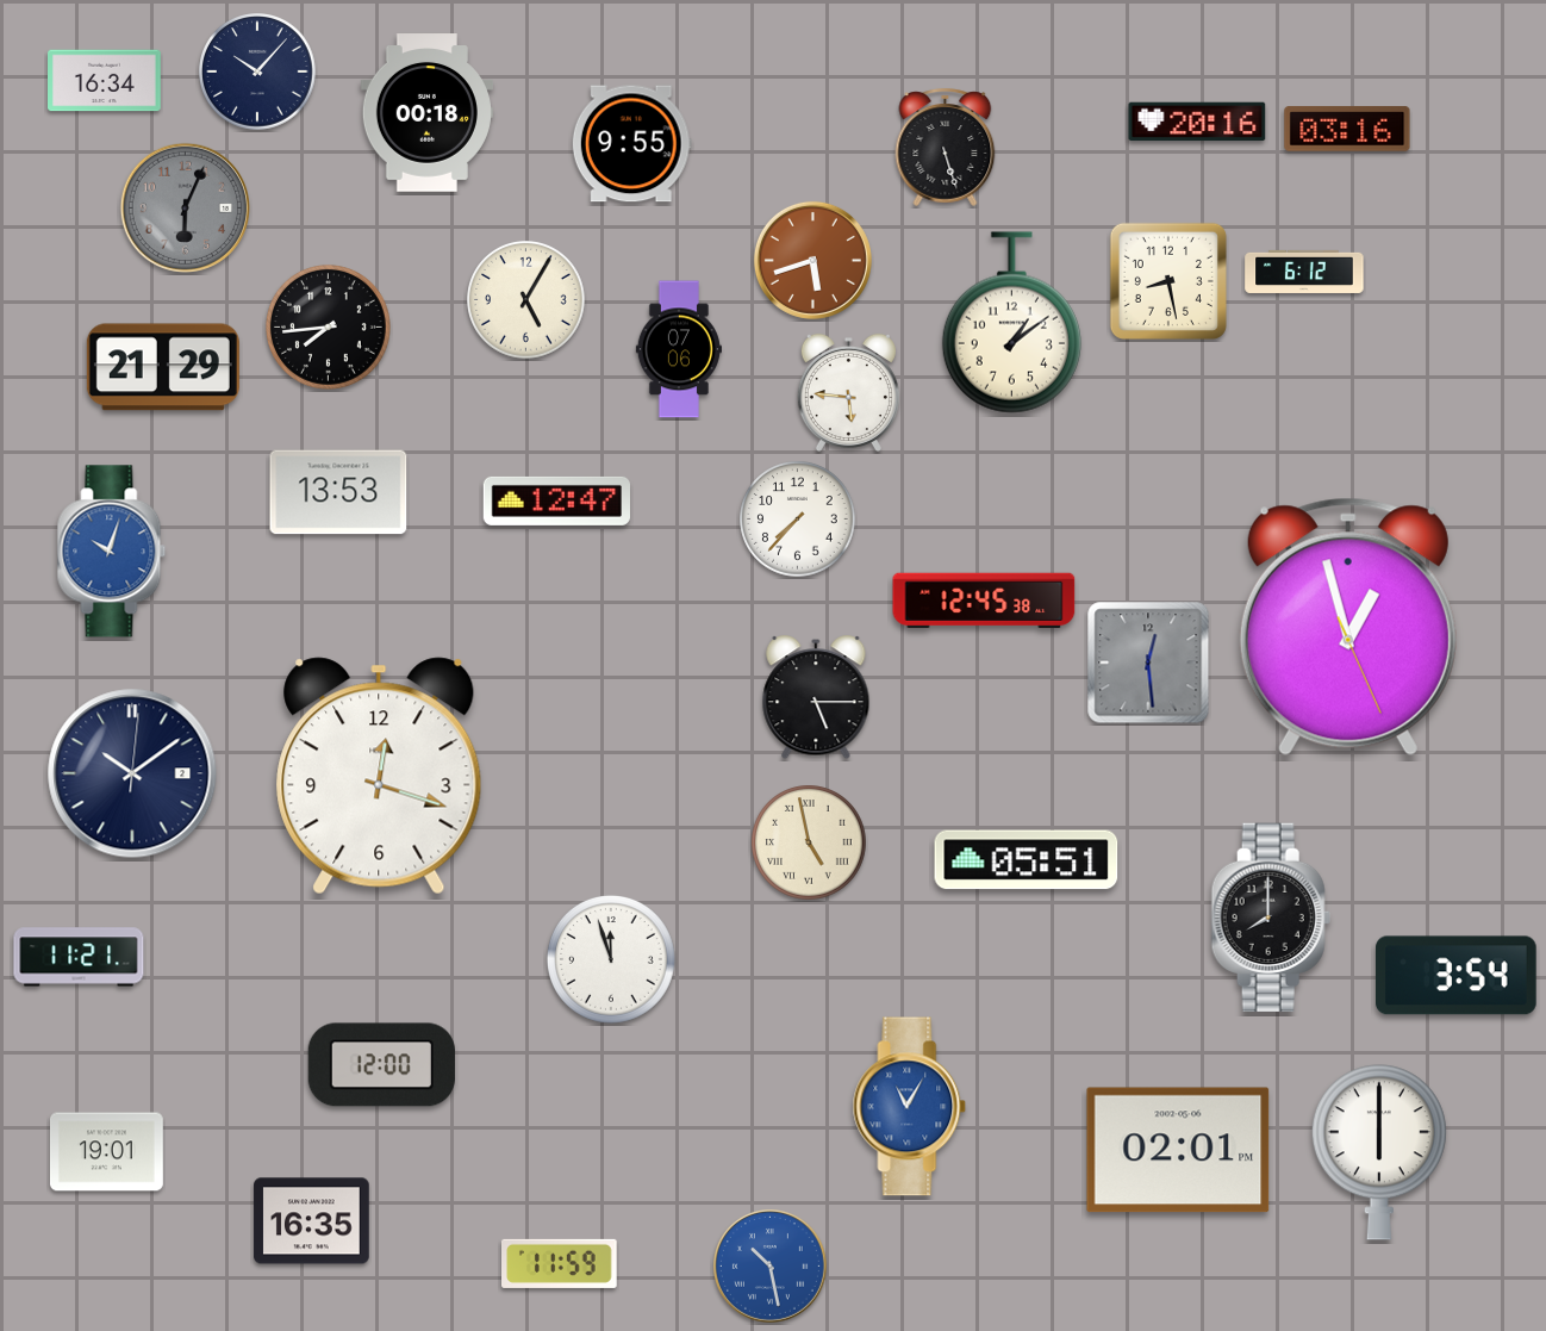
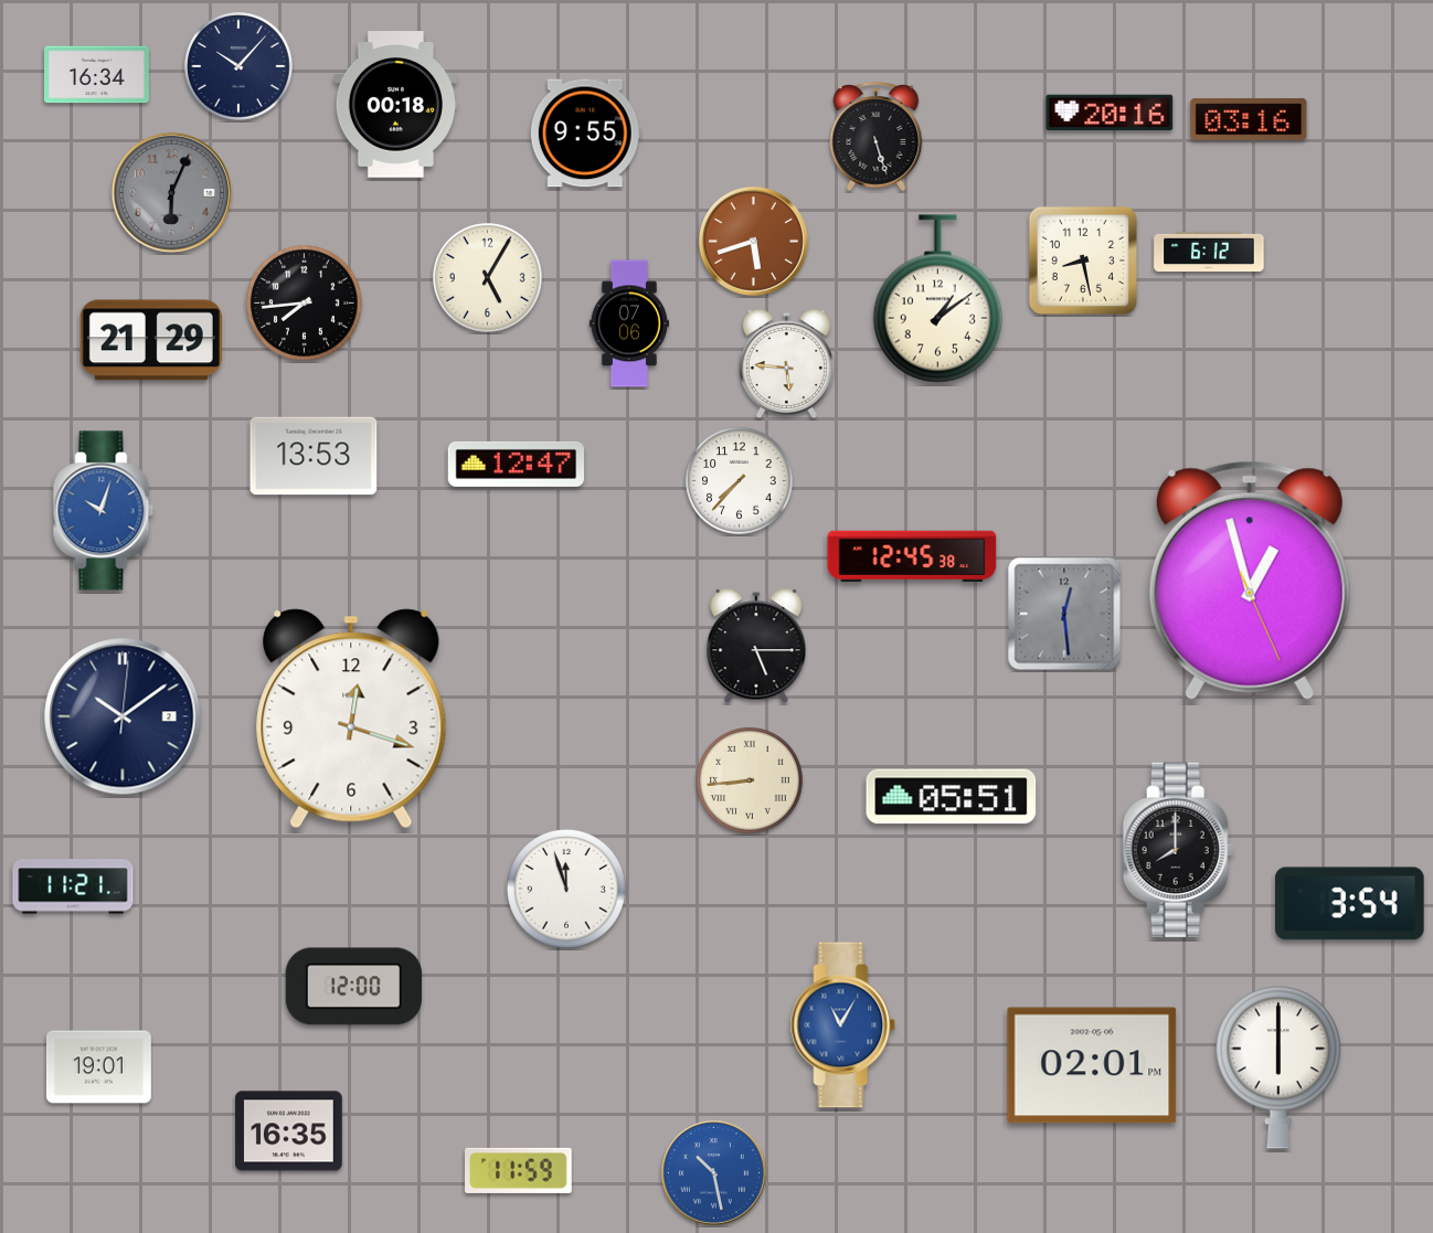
clock at (809, 842): 4:58 -> 8:44
